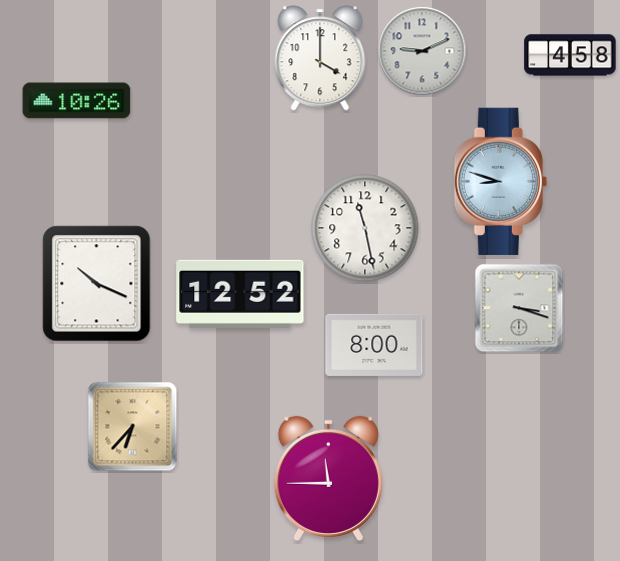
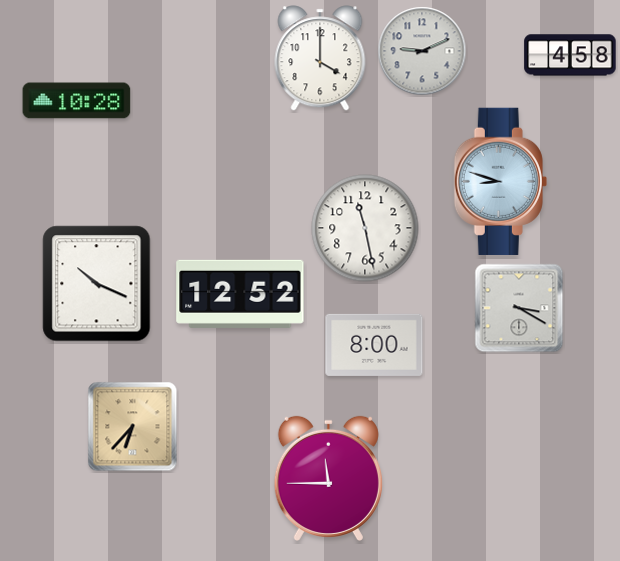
clock at (77, 101): 10:26 -> 10:28
clock at (519, 308): 3:18 -> 3:20
